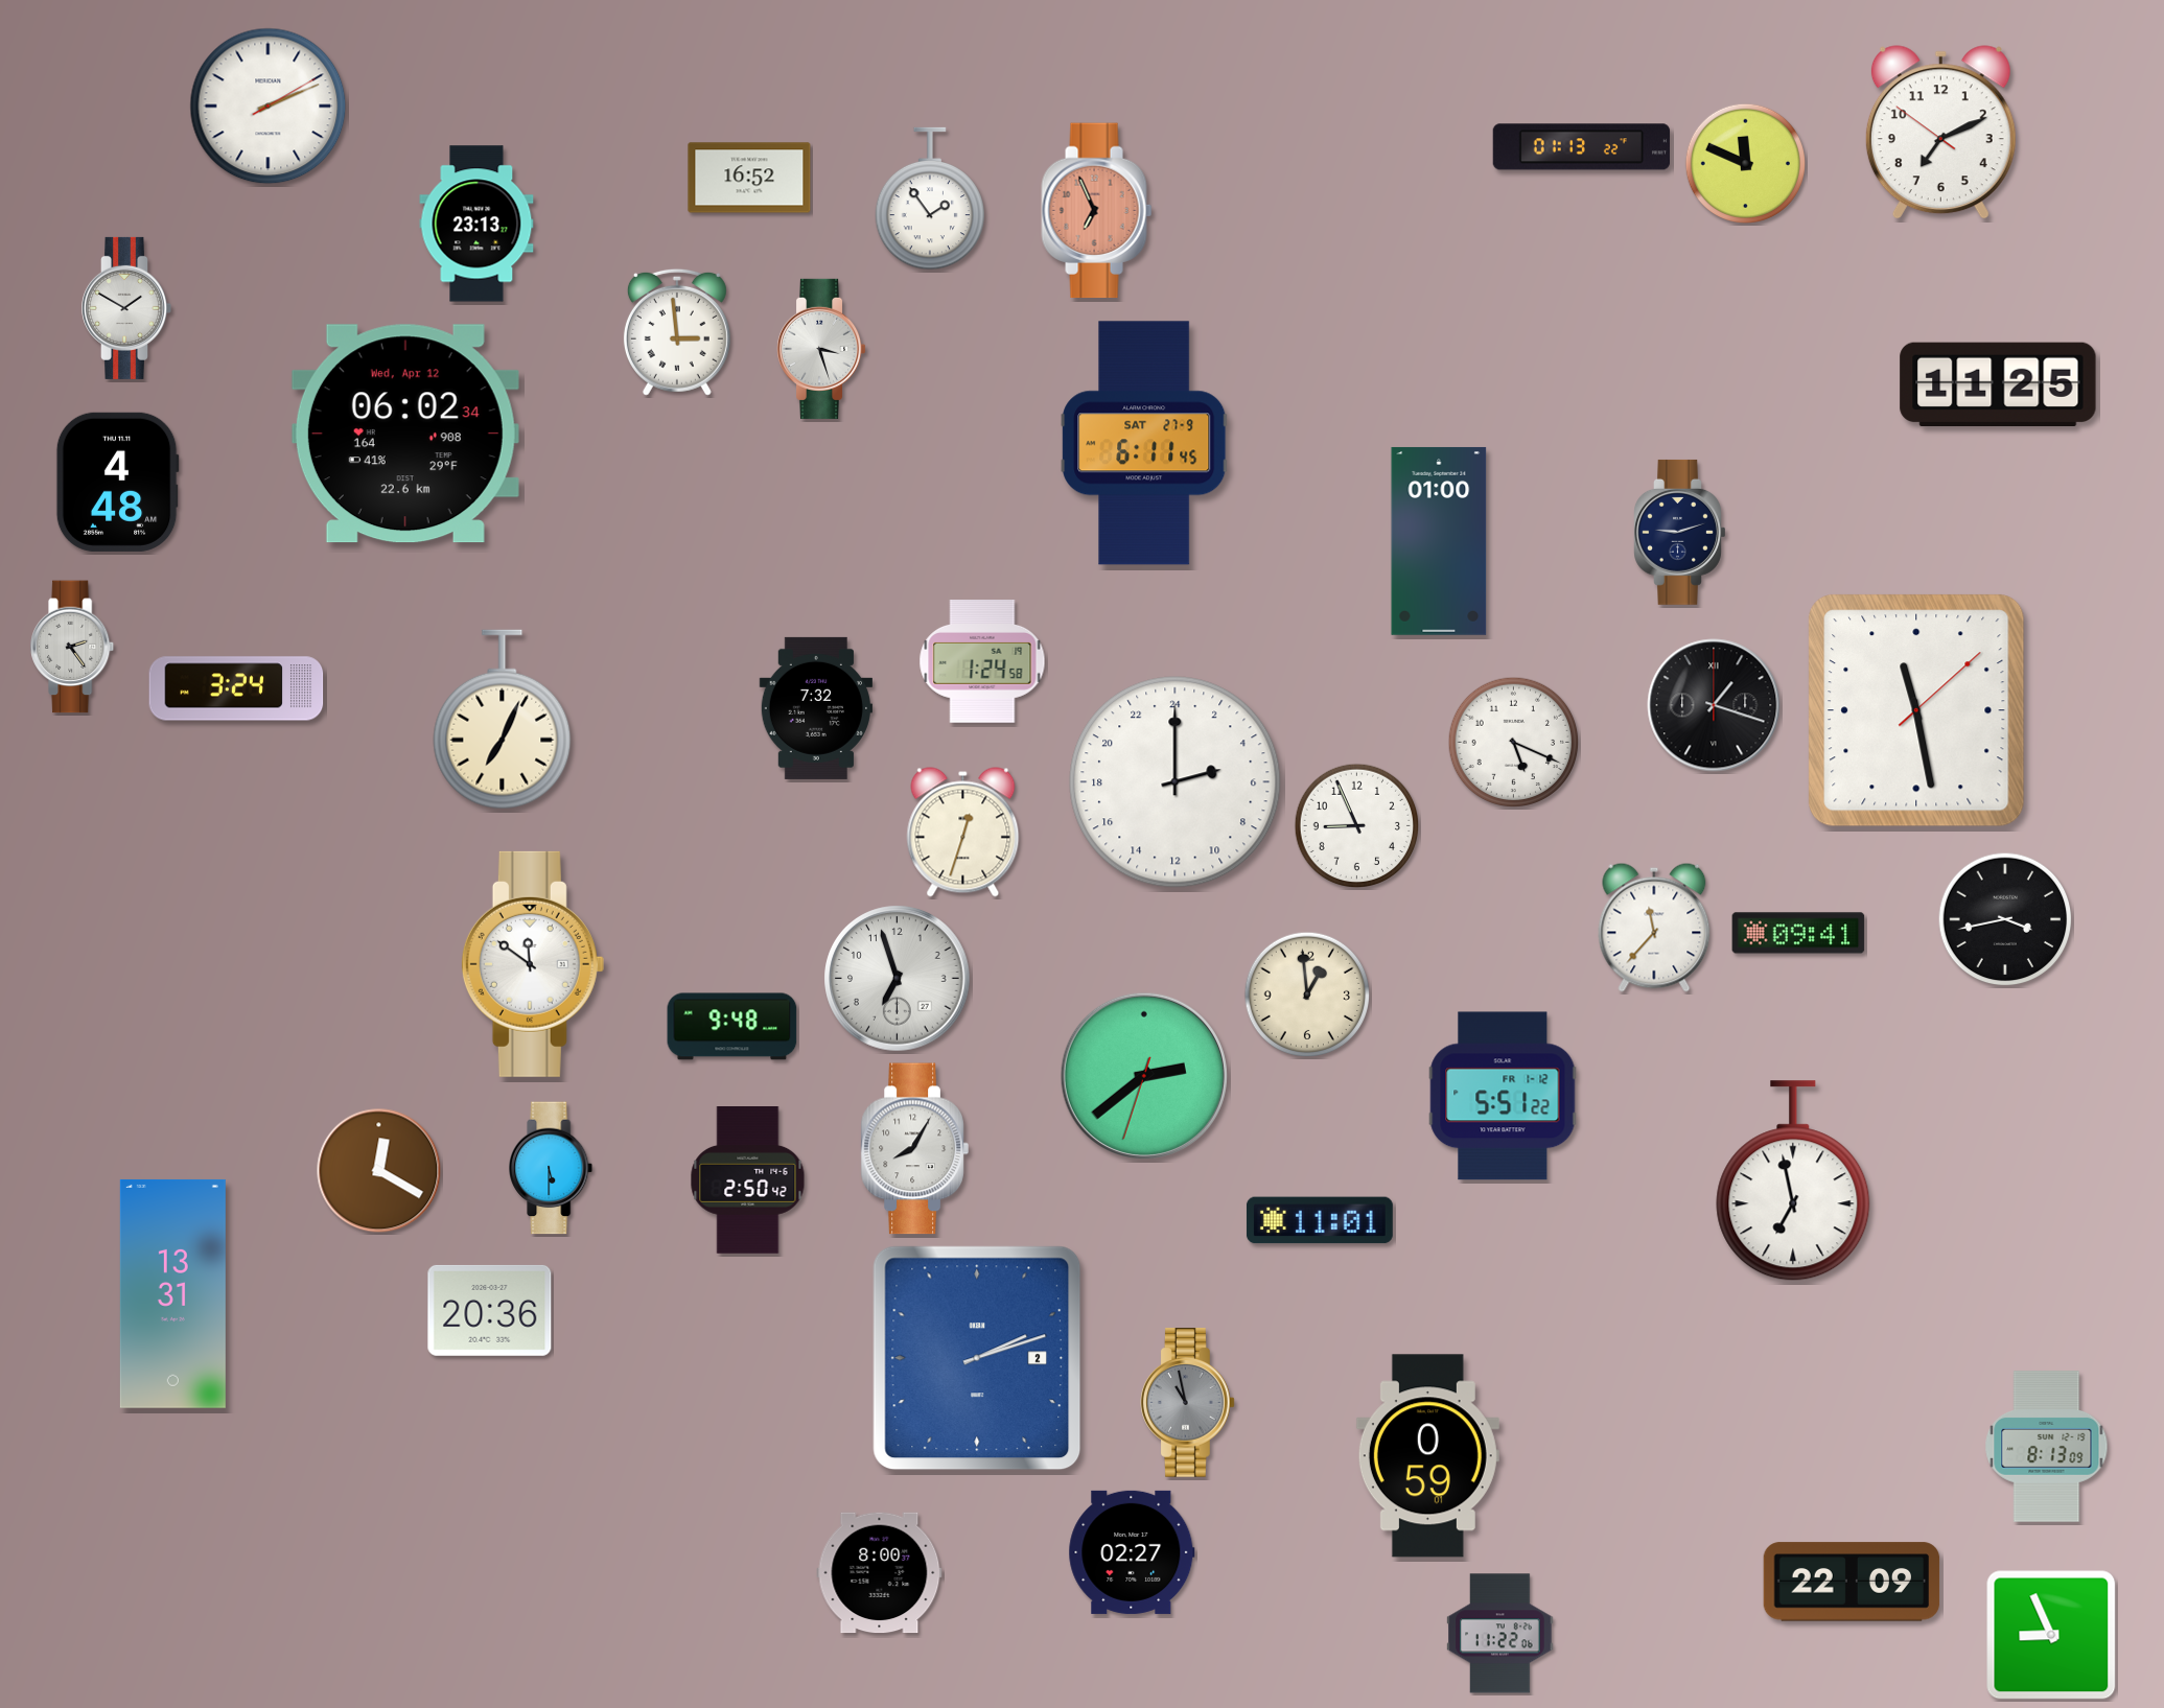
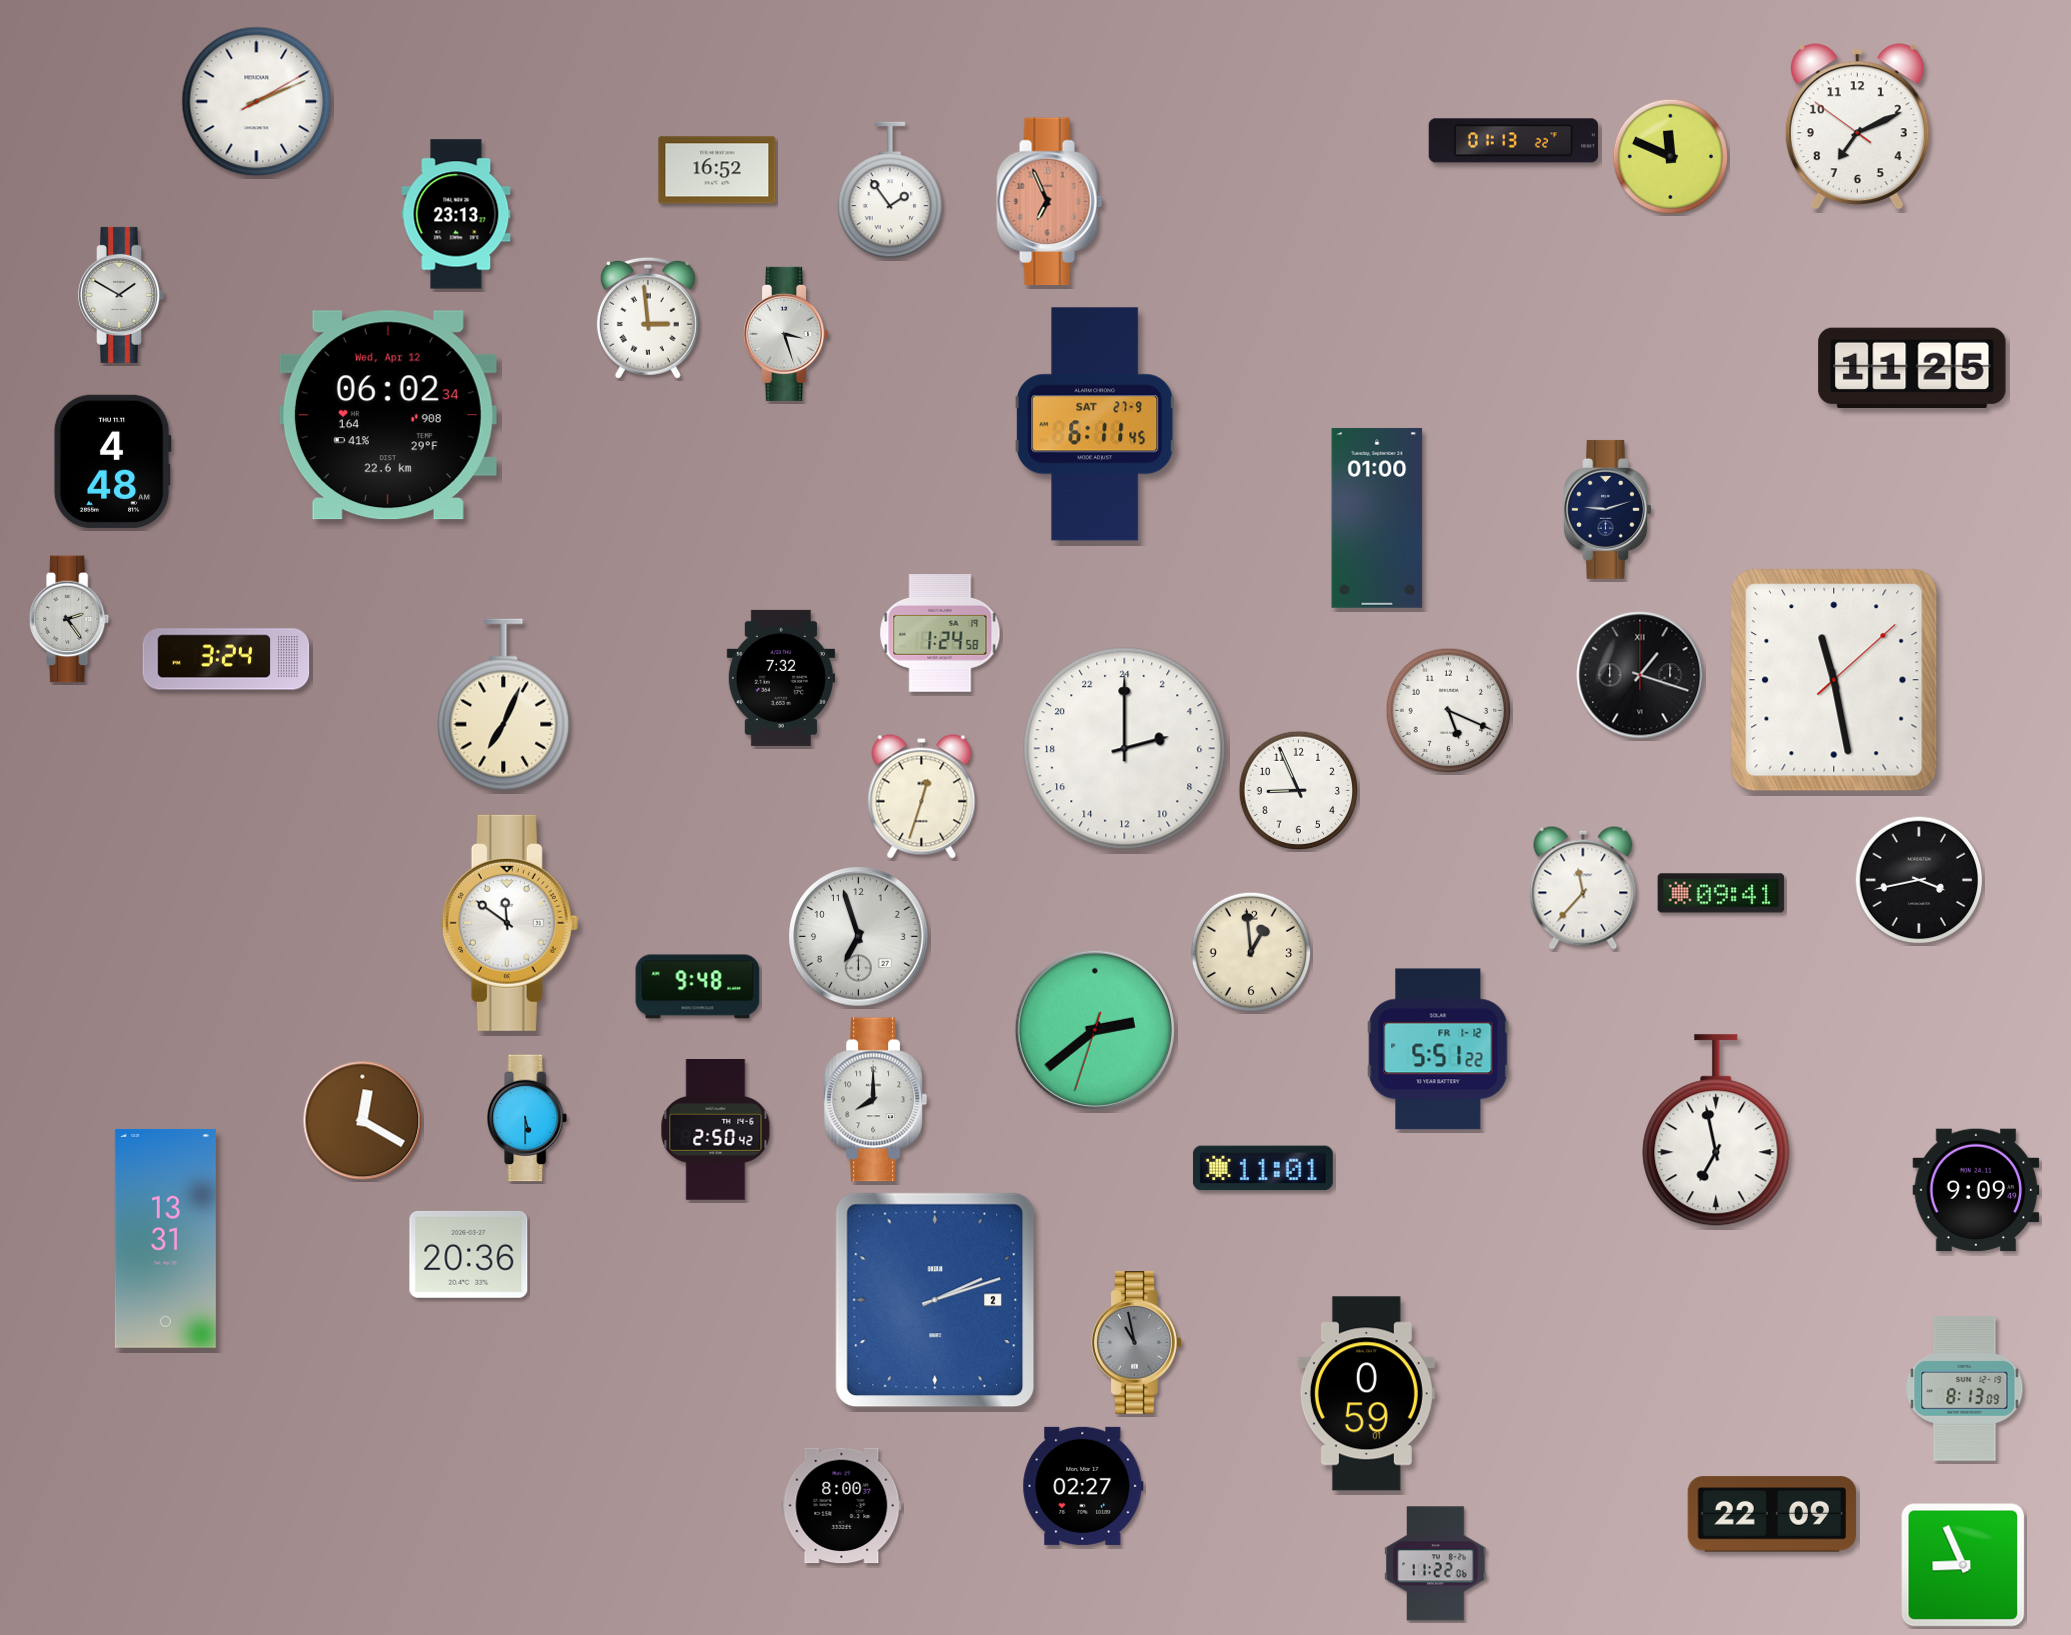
clock at (503, 720) position: (503, 720) -> (504, 705)
clock at (732, 1027) position: (732, 1027) -> (698, 987)
clock at (914, 1149): 8:05 -> 8:00
clock at (1976, 1190): none -> 9:09
clock at (2047, 1447) position: (2047, 1447) -> (1965, 1389)
